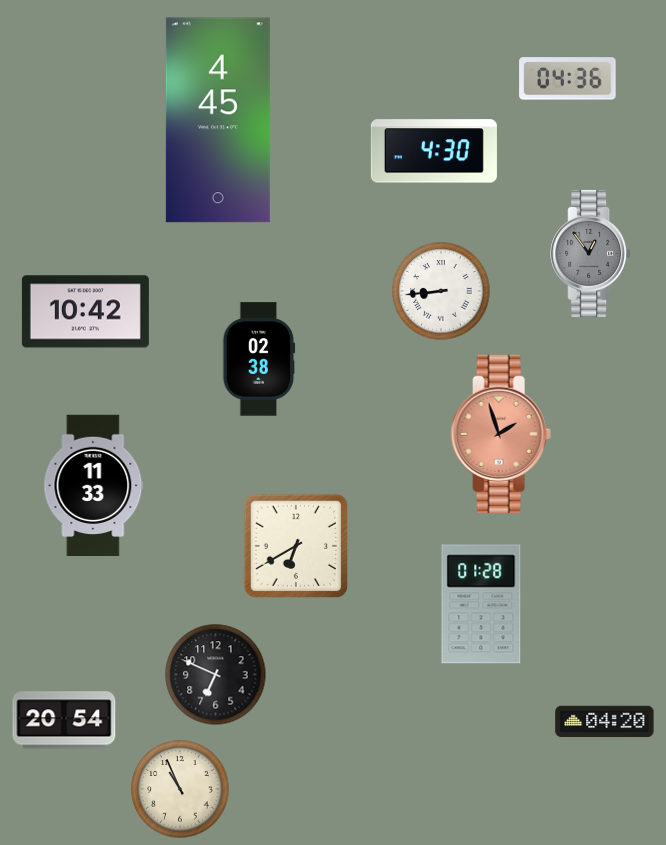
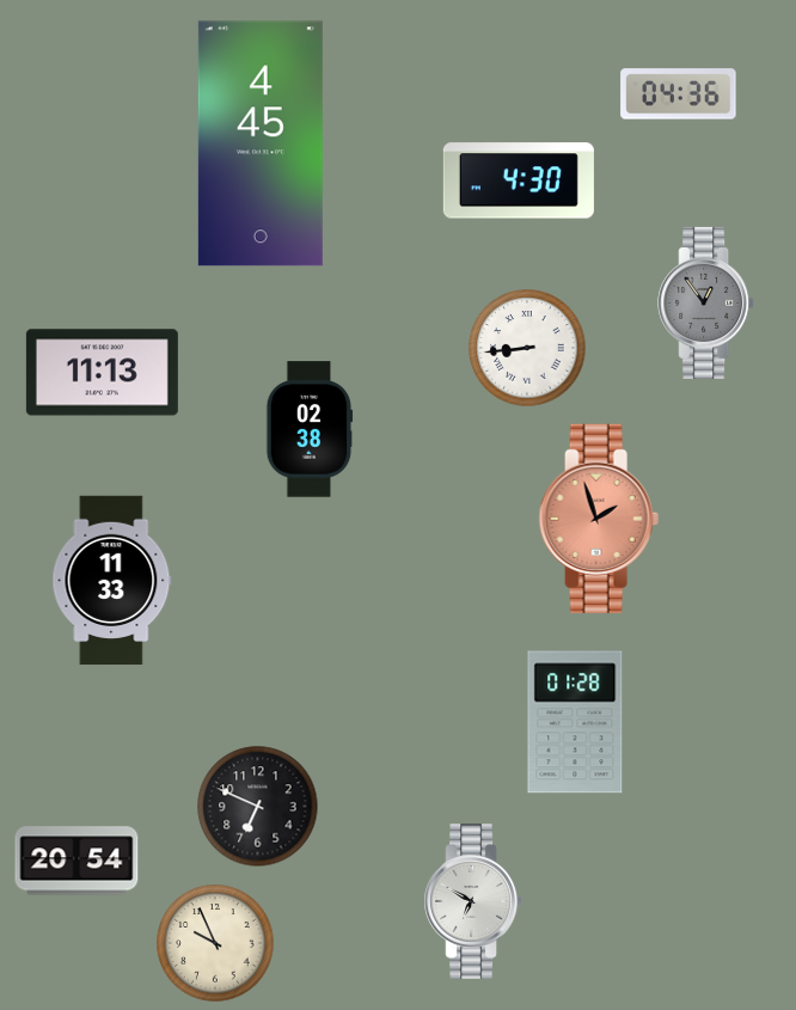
clock at (85, 312): 10:42 -> 11:13
clock at (296, 546): 6:40 -> none
clock at (605, 722): 04:20 -> none
clock at (473, 901): none -> 6:50
clock at (180, 789): 10:56 -> 9:56
